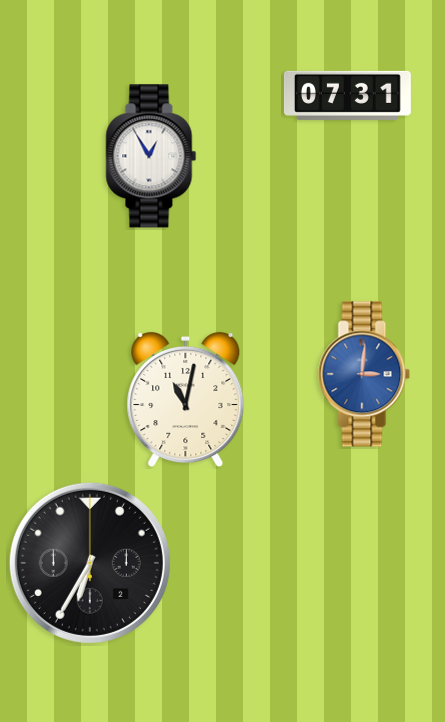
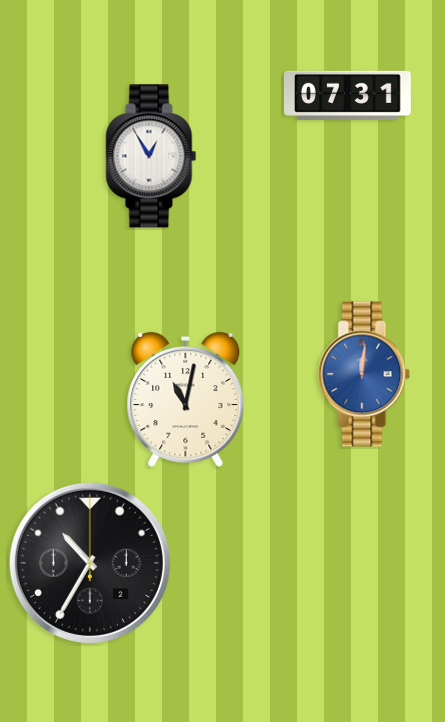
clock at (364, 374): 3:01 -> 12:01
clock at (90, 563): 6:35 -> 10:35
